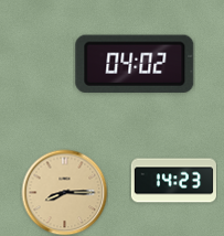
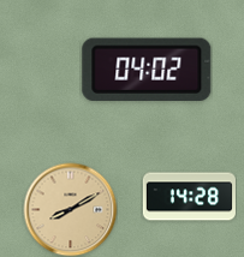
clock at (173, 181): 14:23 -> 14:28
clock at (64, 192): 8:15 -> 8:10
